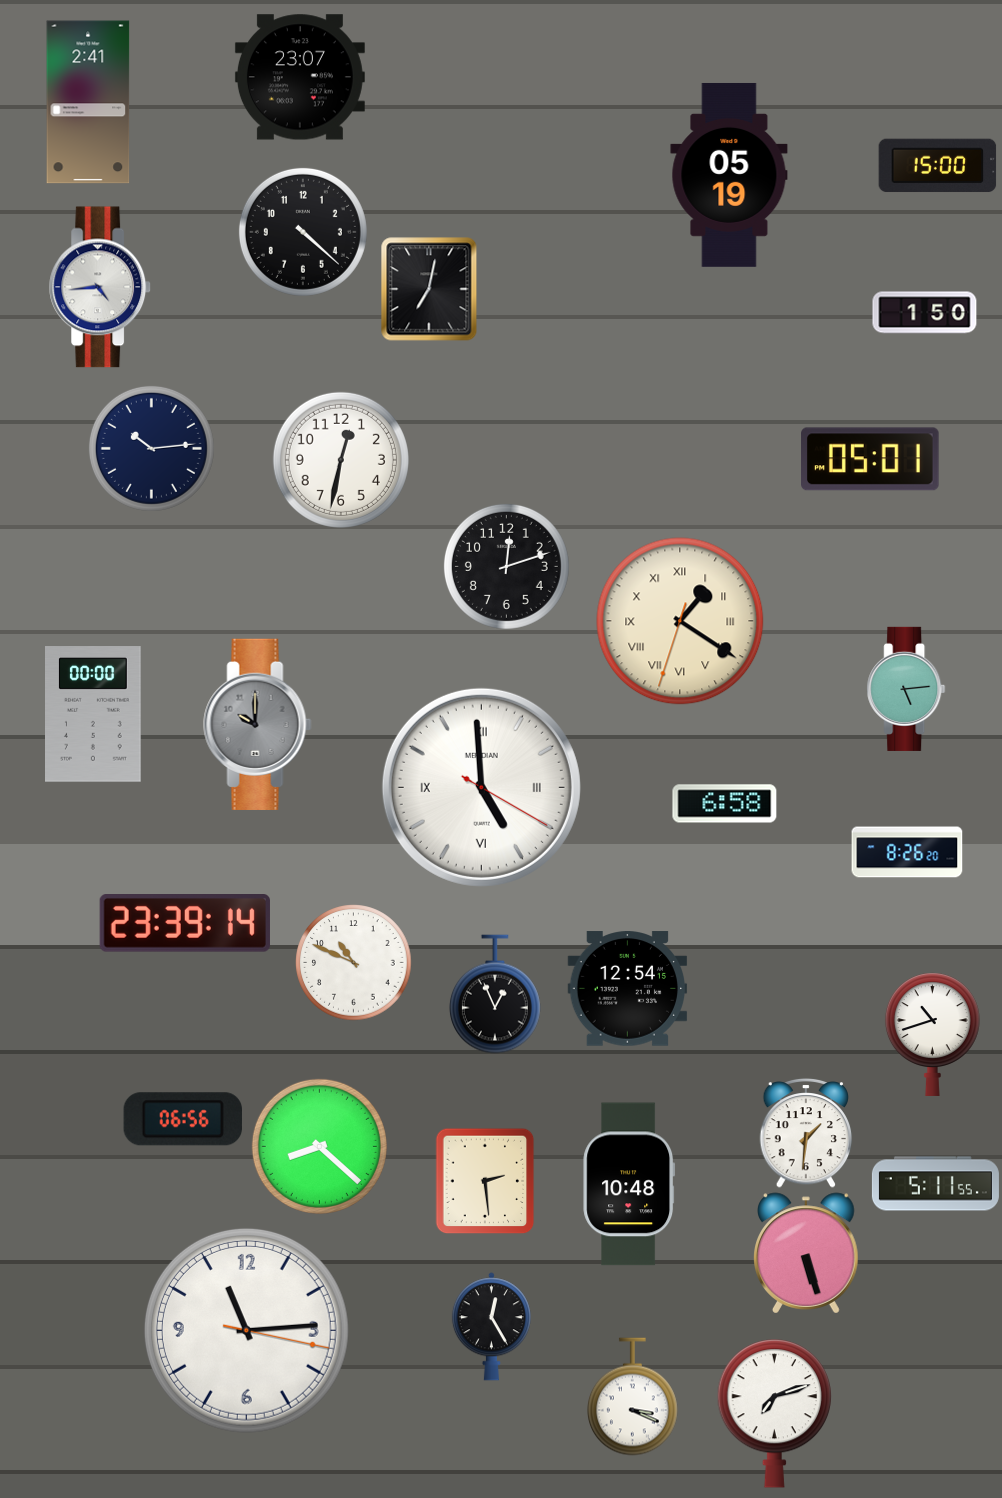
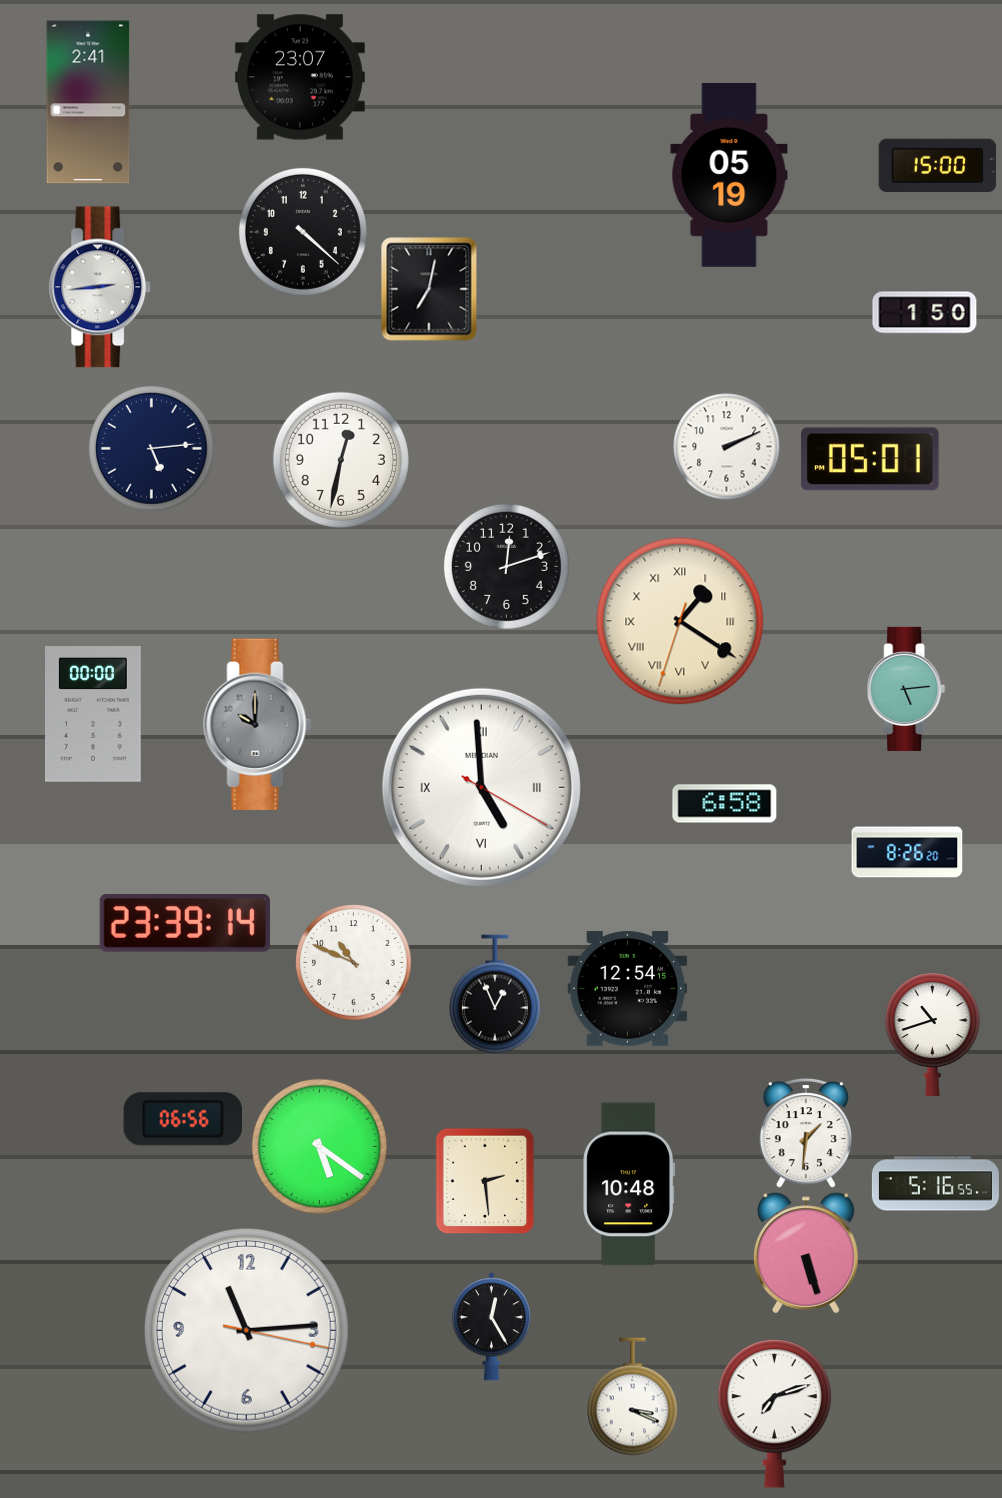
clock at (101, 287): 4:44 -> 2:44
clock at (727, 447): none -> 2:11
clock at (151, 448): 10:14 -> 5:14
clock at (319, 1146): 8:22 -> 5:21
clock at (935, 1184): 5:11 -> 5:16
